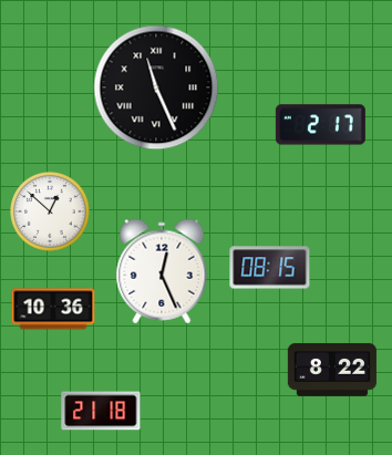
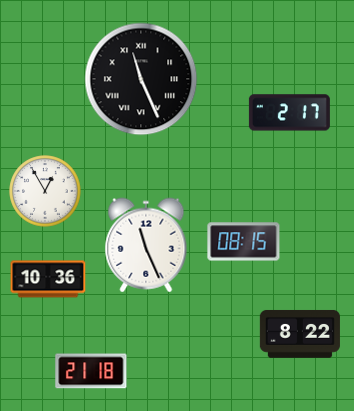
clock at (50, 211): 12:52 -> 12:55
clock at (162, 271): 12:26 -> 11:26
